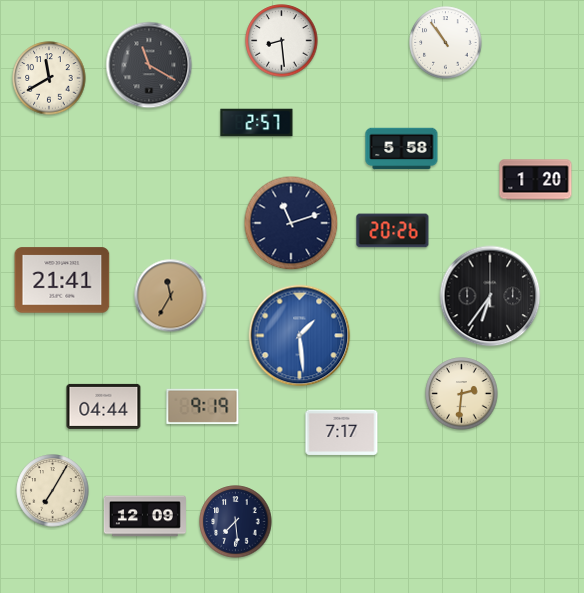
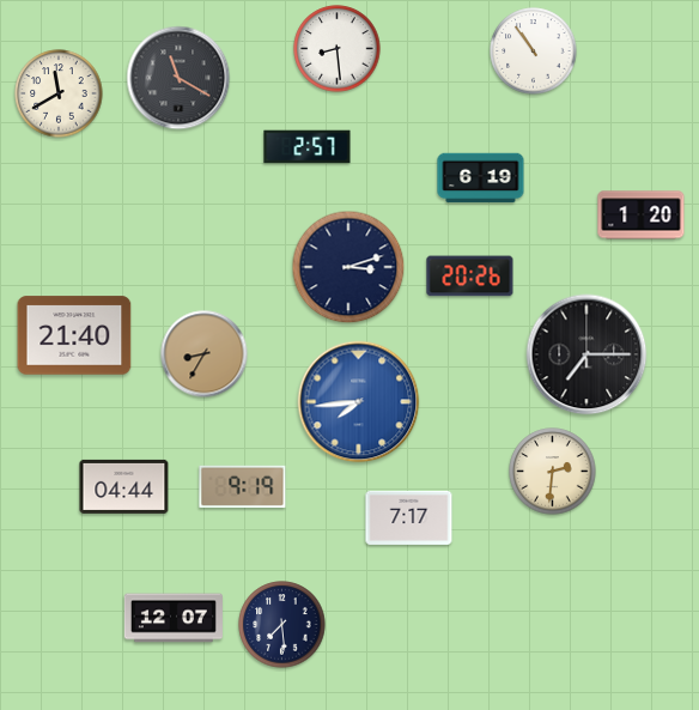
clock at (402, 149): 5:58 -> 6:19
clock at (291, 223): 11:12 -> 3:12
clock at (62, 280): 21:41 -> 21:40
clock at (171, 296): 11:35 -> 8:35
clock at (490, 296): 6:36 -> 7:15
clock at (300, 336): 1:29 -> 7:44
clock at (53, 491): 7:05 -> none
clock at (145, 516): 12:09 -> 12:07
